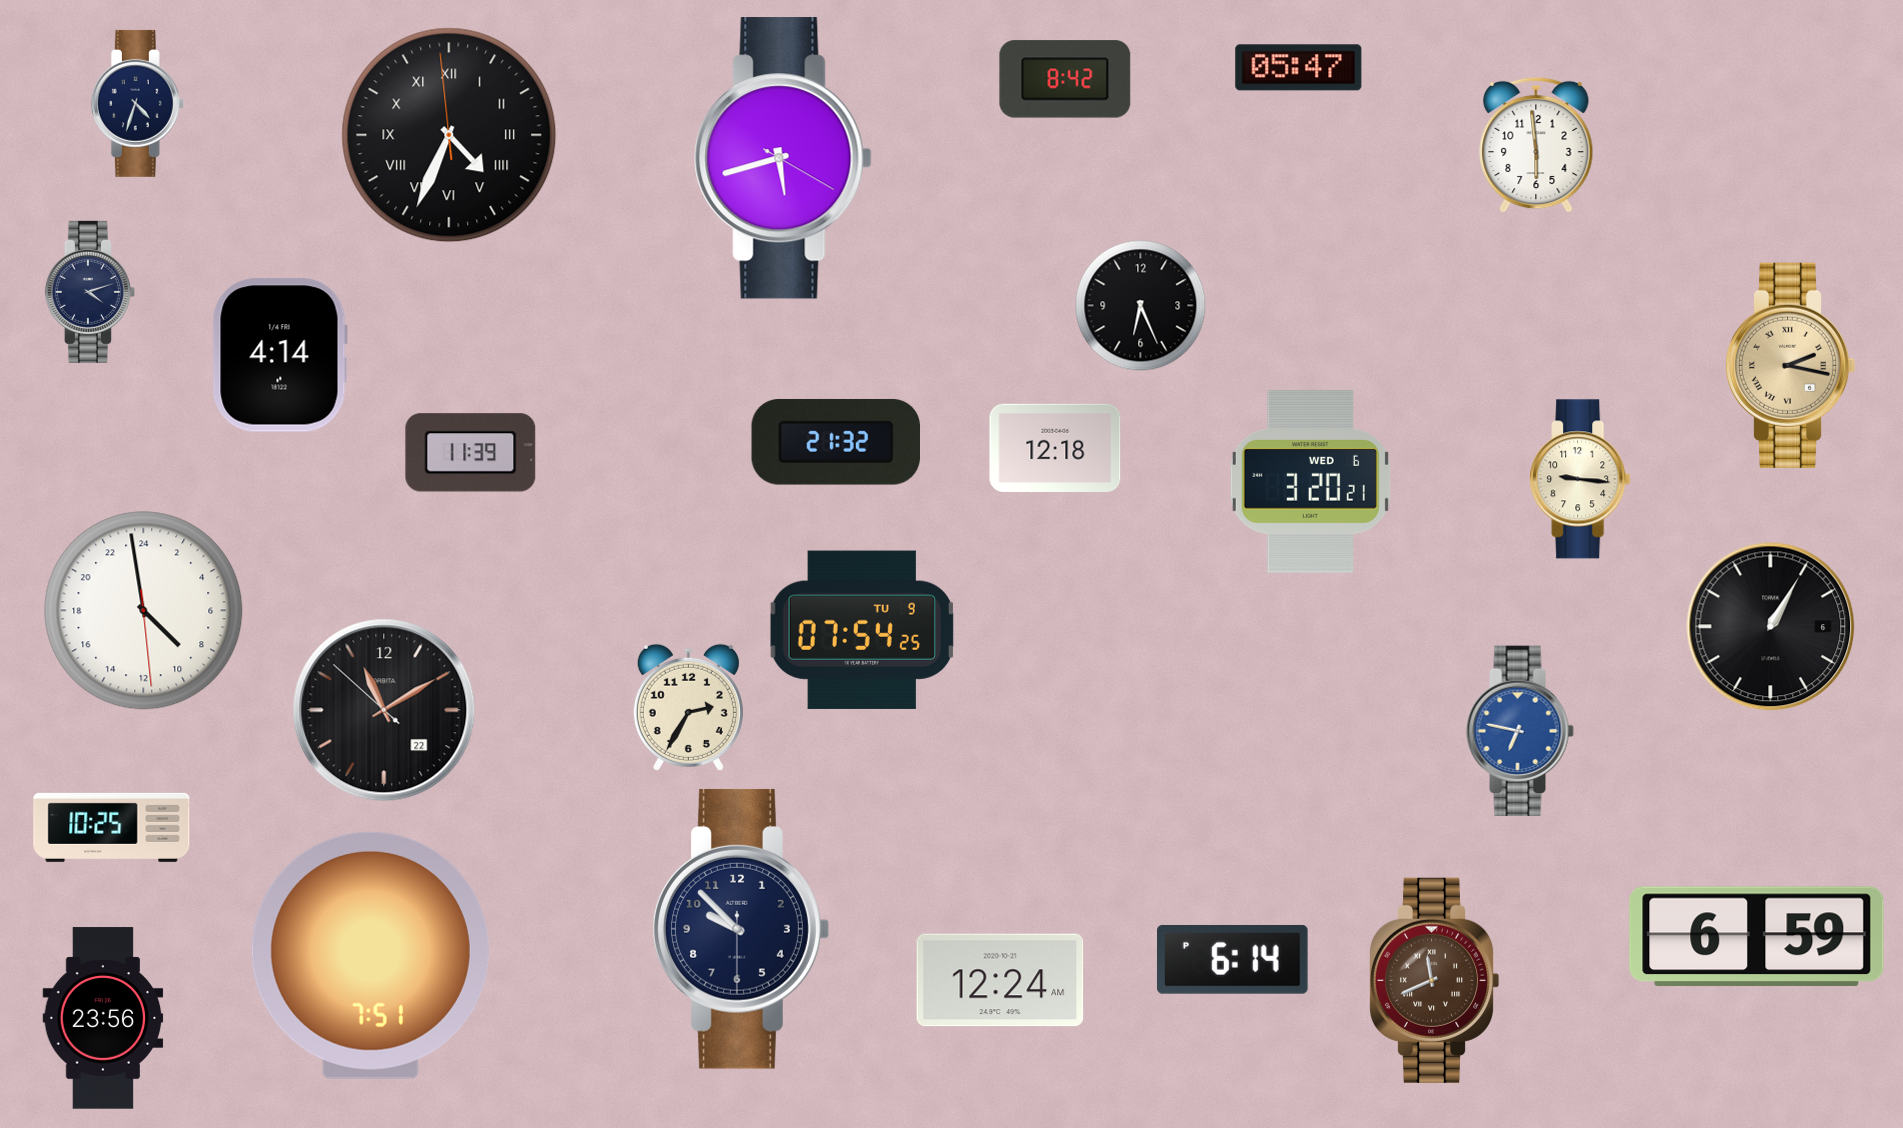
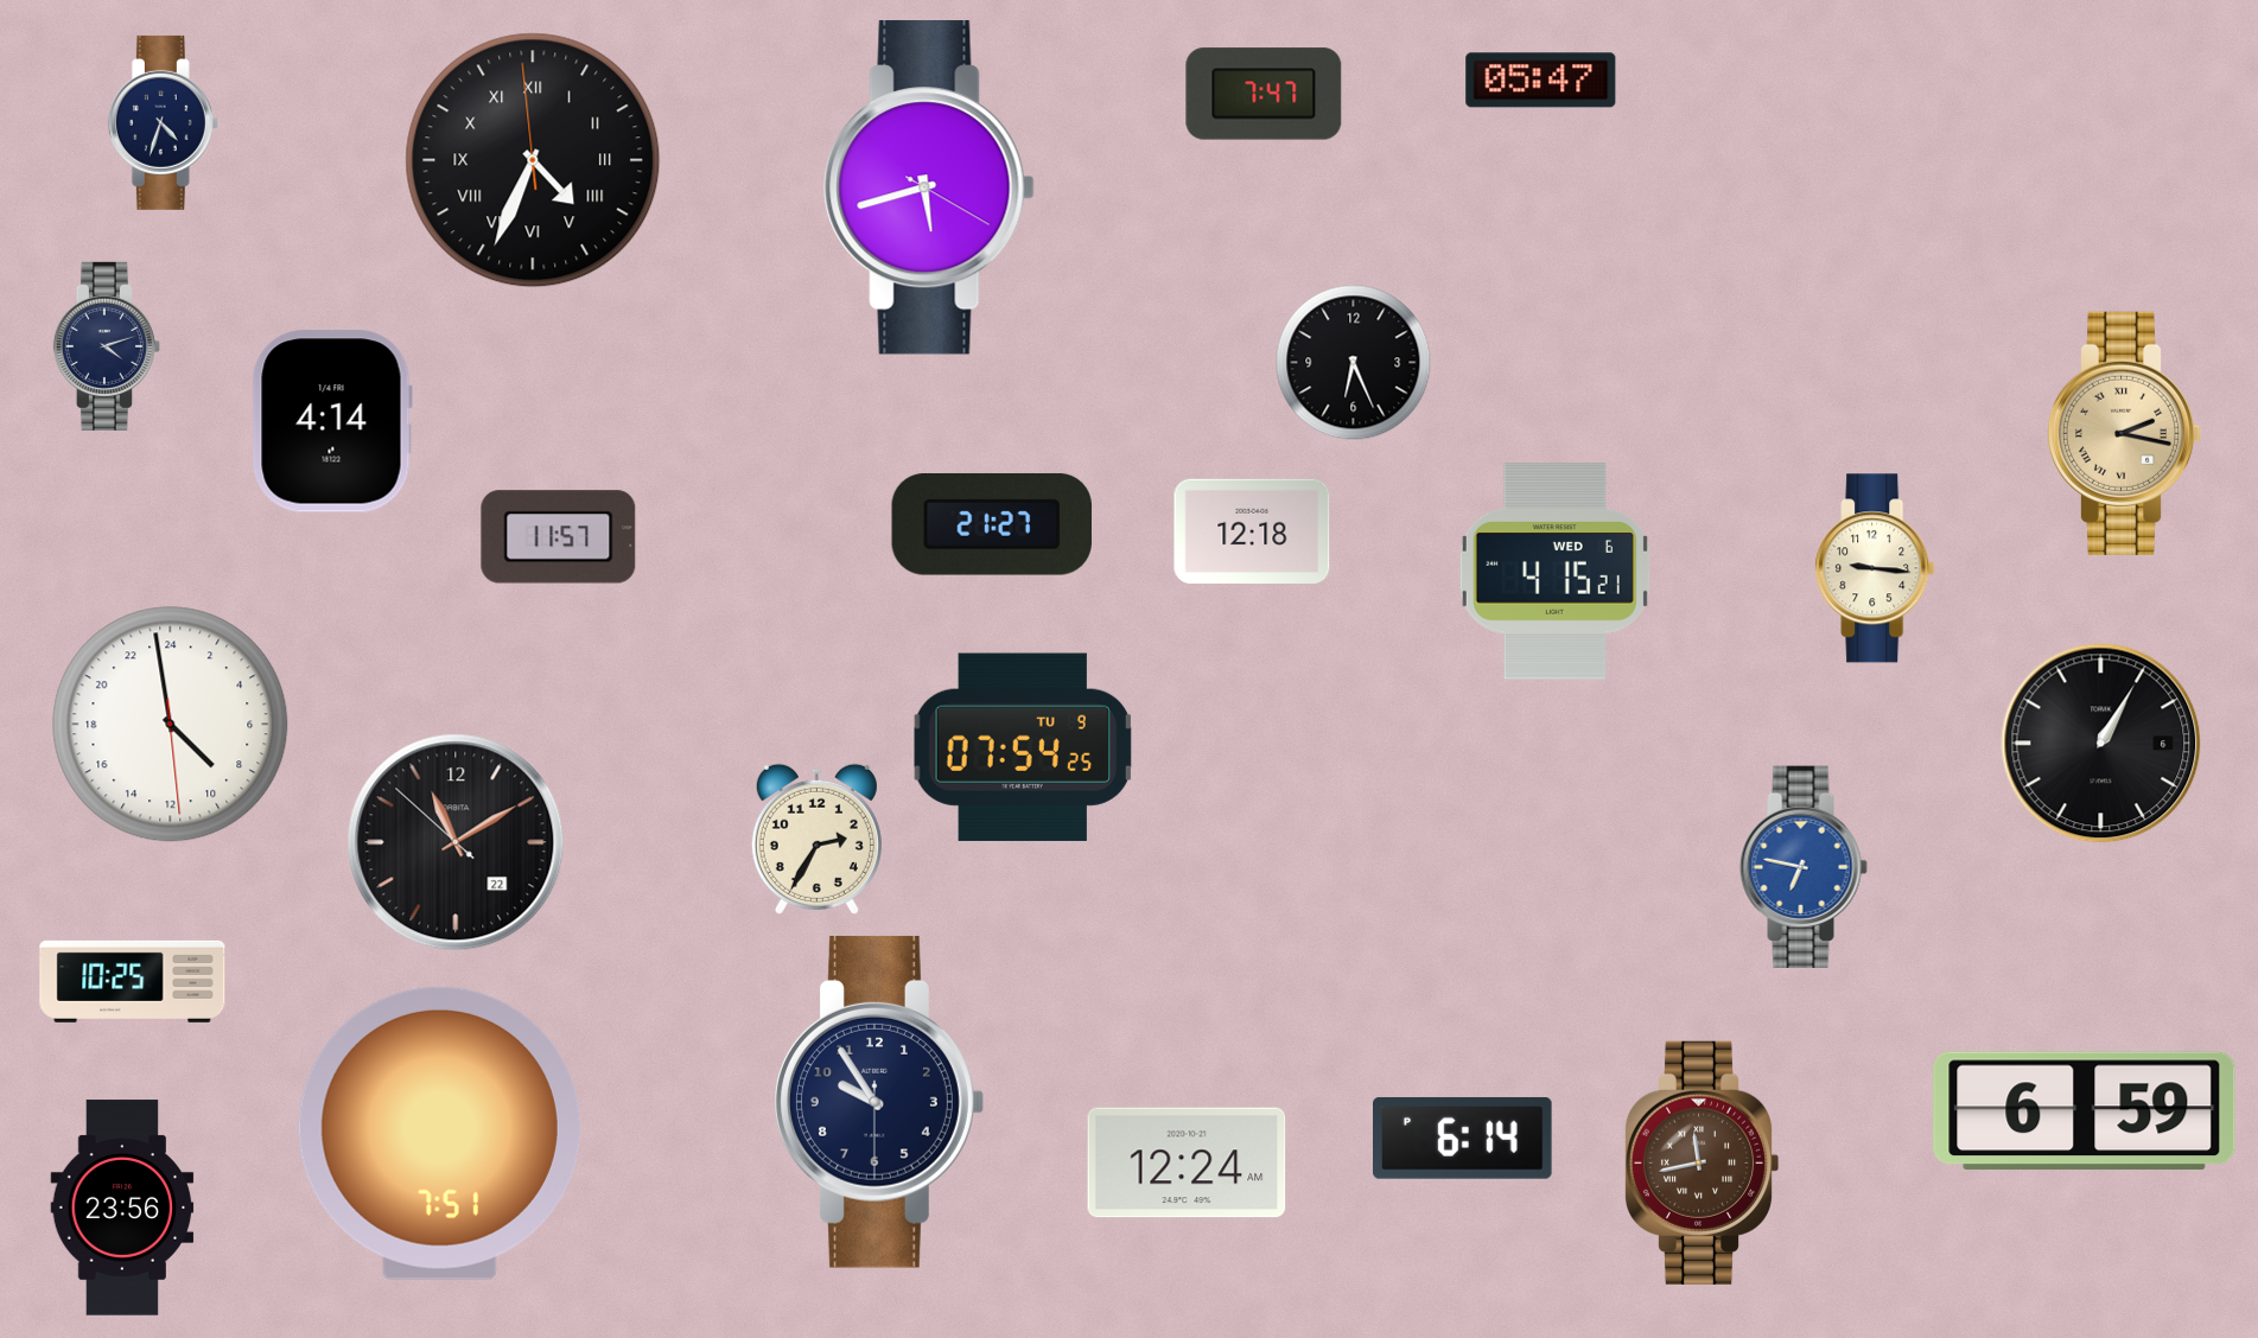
clock at (1065, 79): 8:42 -> 7:47
clock at (1536, 145): 5:59 -> none
clock at (835, 442): 21:32 -> 21:27
clock at (471, 453): 11:39 -> 11:57
clock at (1310, 482): 3:20 -> 4:15
clock at (741, 929): 9:52 -> 9:54
clock at (1434, 980): 11:41 -> 11:43
